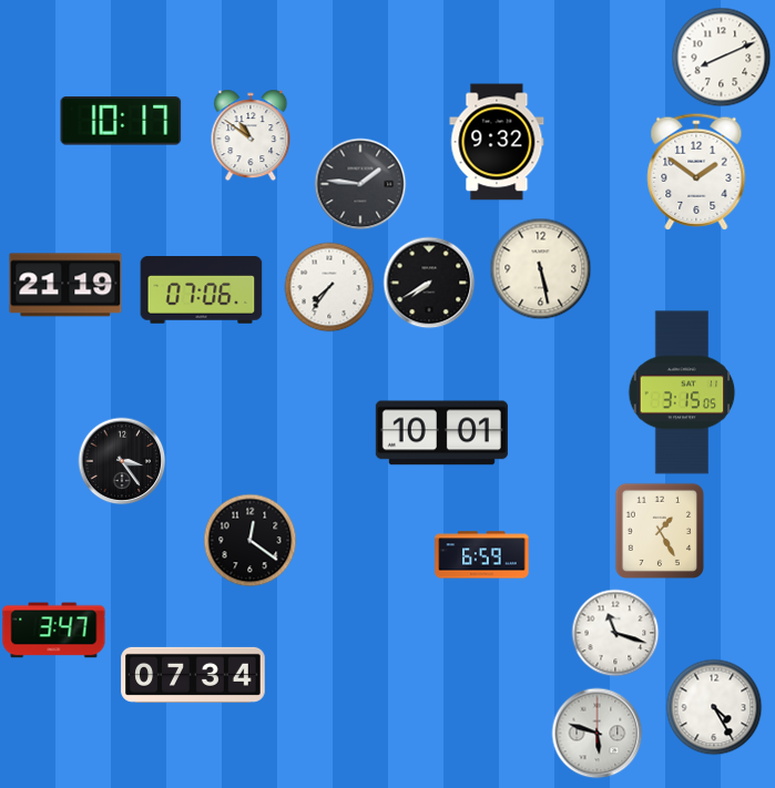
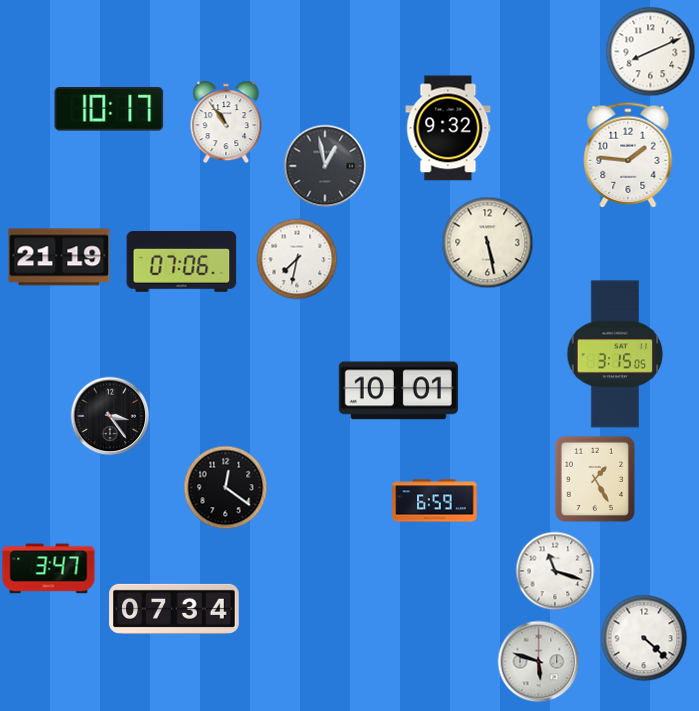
clock at (251, 135): 10:51 -> 10:54
clock at (696, 172): 1:51 -> 1:46
clock at (360, 184): 1:46 -> 12:58
clock at (429, 283): 7:40 -> none
clock at (329, 287): 7:36 -> 7:32
clock at (714, 707): 4:25 -> 4:22
